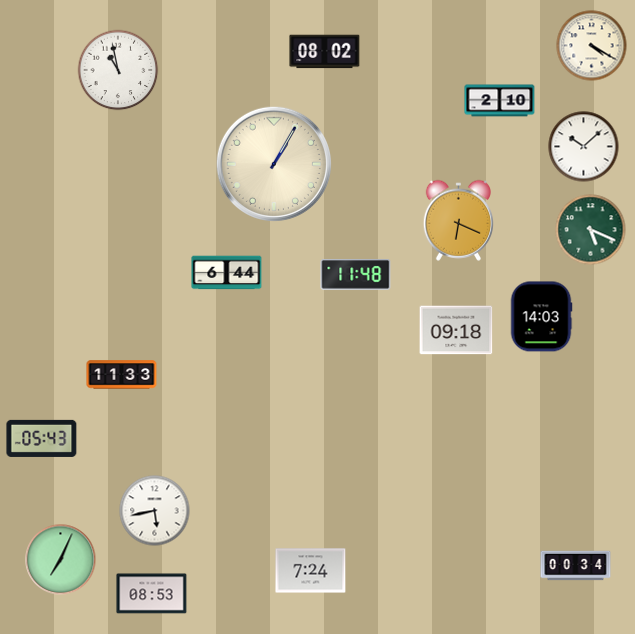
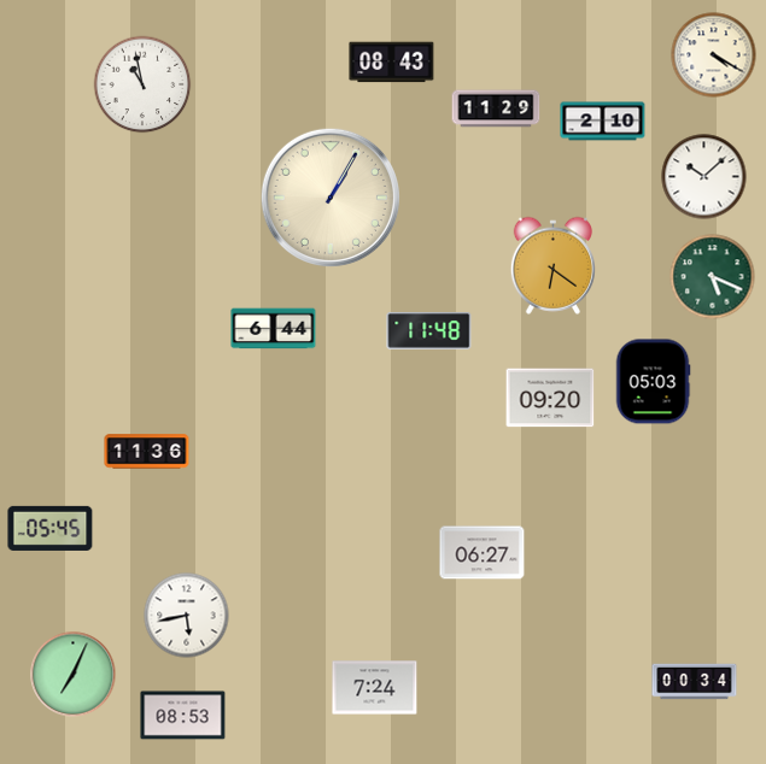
clock at (325, 52): 08:02 -> 08:43
clock at (496, 108): none -> 11:29
clock at (458, 220): 6:19 -> 6:21
clock at (541, 317): 14:03 -> 05:03
clock at (456, 330): 09:18 -> 09:20
clock at (122, 375): 11:33 -> 11:36
clock at (42, 438): 05:43 -> 05:45
clock at (483, 553): none -> 06:27
